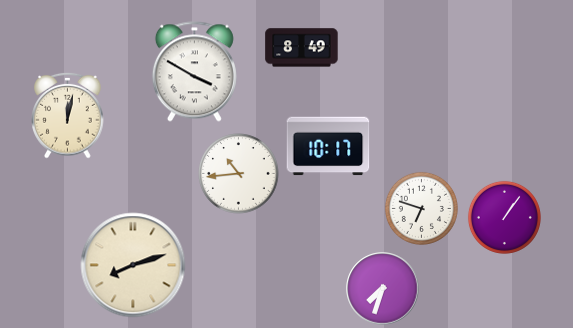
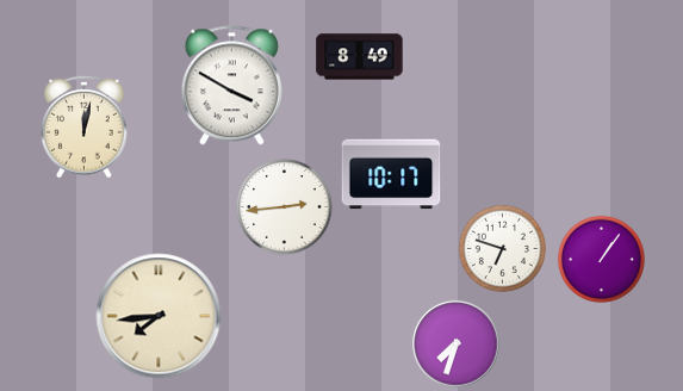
clock at (68, 115) position: (68, 115) -> (85, 126)
clock at (239, 174): 10:44 -> 2:44
clock at (133, 265): 8:12 -> 7:44
